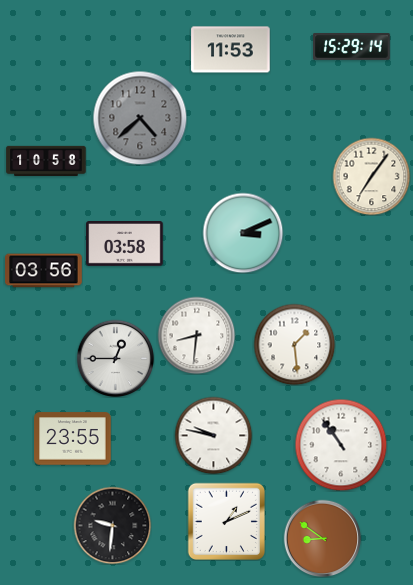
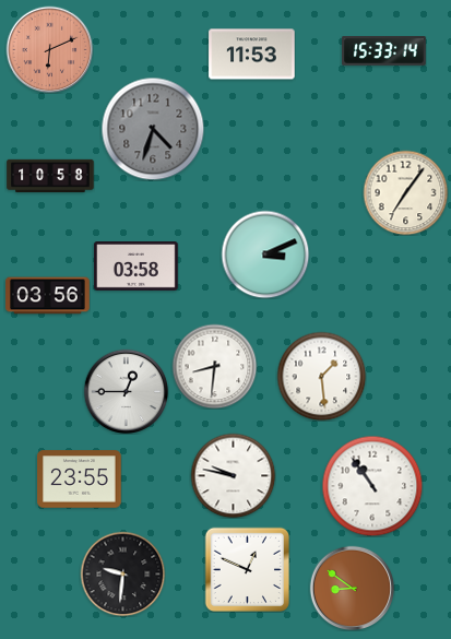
clock at (49, 49): none -> 6:11
clock at (352, 47): 15:29 -> 15:33
clock at (140, 118): 4:38 -> 4:33
clock at (226, 521): 1:11 -> 12:49
